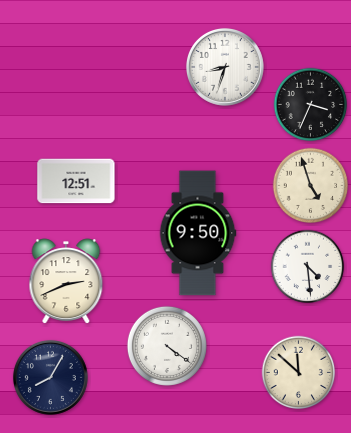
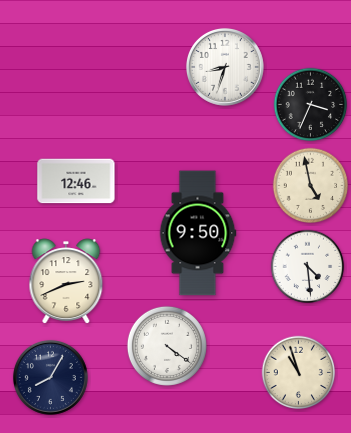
clock at (76, 181): 12:51 -> 12:46
clock at (311, 186): 4:57 -> 4:58
clock at (299, 373): 11:52 -> 10:57
